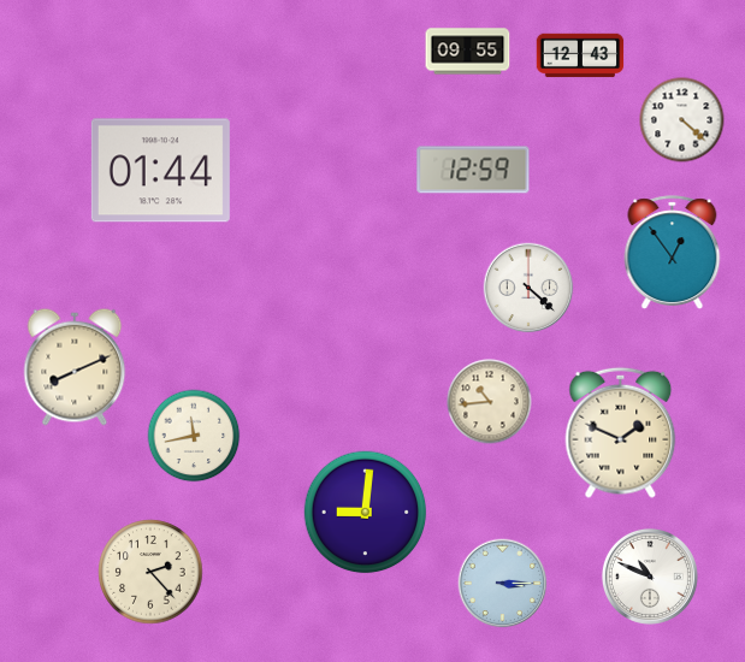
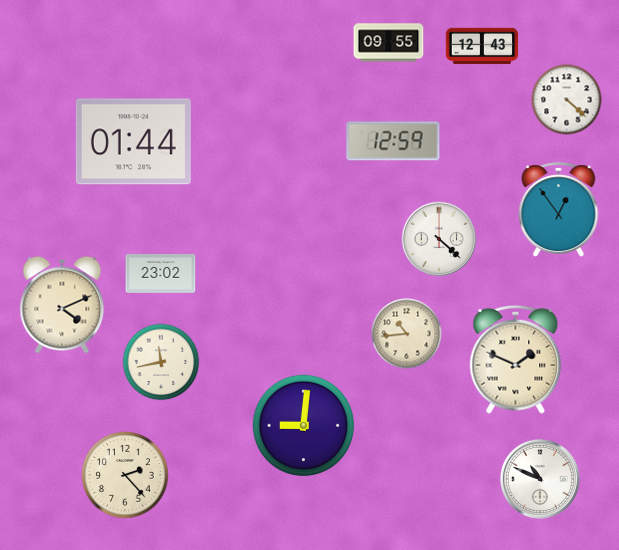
clock at (161, 273): none -> 23:02
clock at (75, 367): 8:11 -> 4:11
clock at (503, 584): 3:15 -> none
